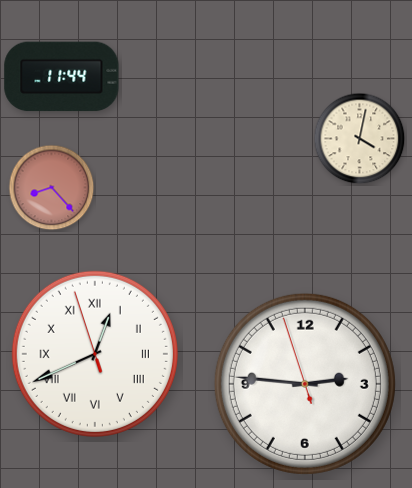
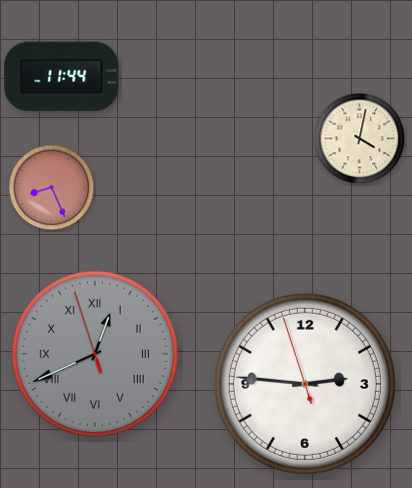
clock at (52, 188): 8:23 -> 8:26
clock at (95, 354) dial: white -> grey
